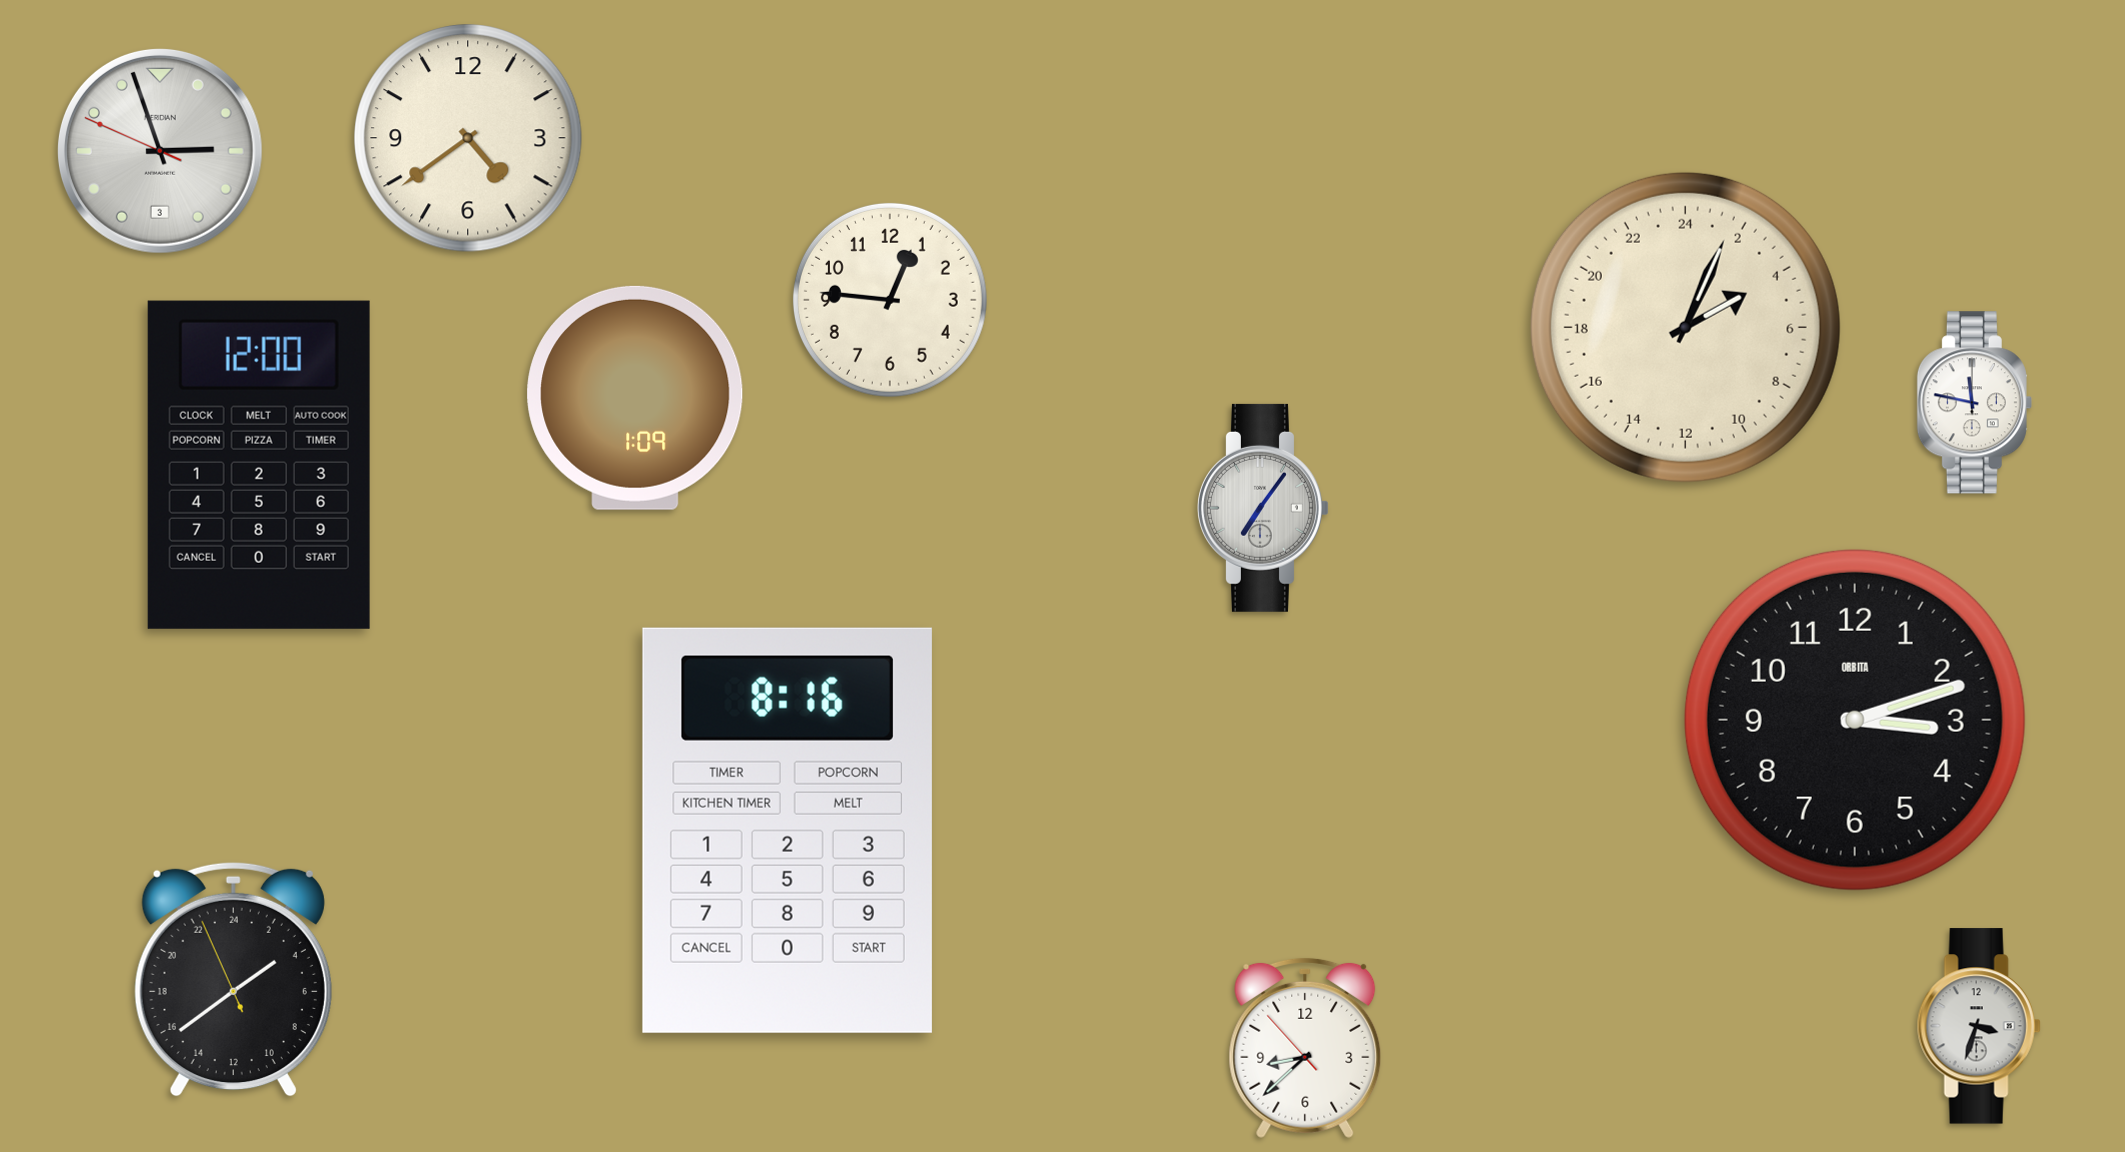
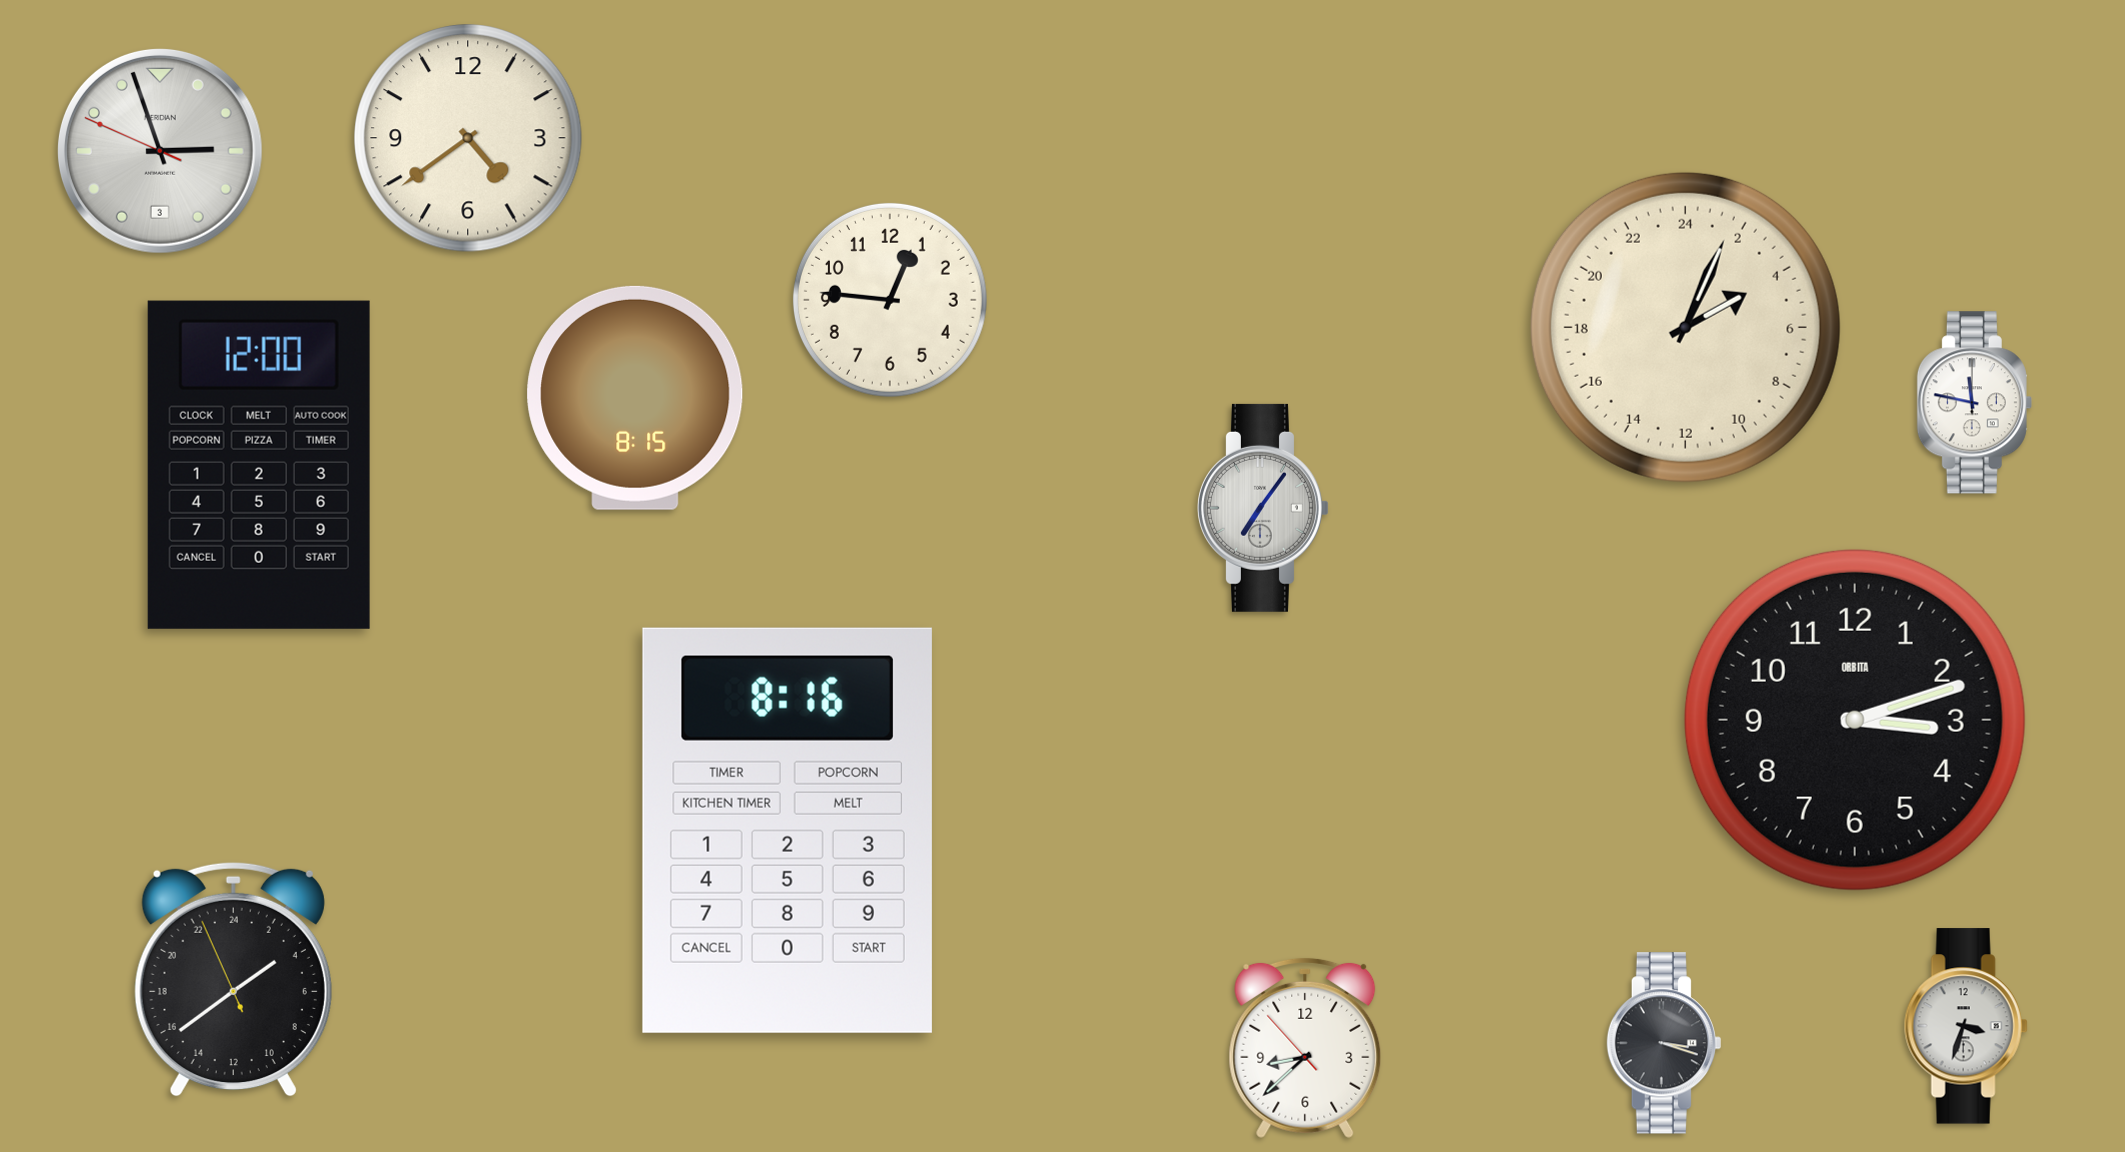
clock at (635, 398): 1:09 -> 8:15
clock at (1979, 1026) position: (1979, 1026) -> (1966, 1026)
clock at (1664, 1043): none -> 3:18
